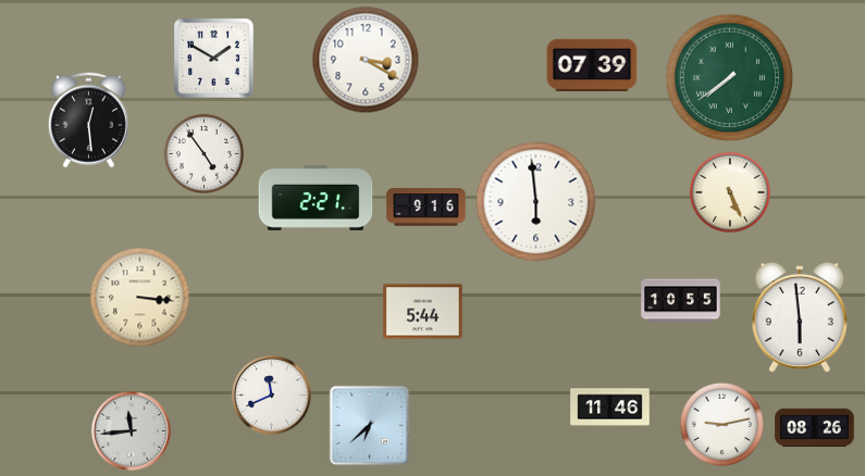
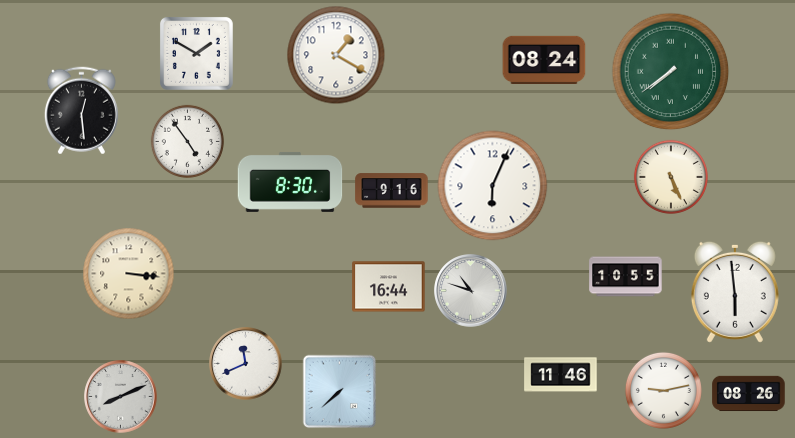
clock at (366, 60): 3:20 -> 1:20
clock at (592, 64): 07:39 -> 08:24
clock at (316, 198): 2:21 -> 8:30
clock at (536, 202): 5:59 -> 6:04
clock at (423, 312): 5:44 -> 16:44
clock at (471, 291): none -> 10:48
clock at (272, 396) position: (272, 396) -> (246, 364)
clock at (370, 426): 6:38 -> 7:38
clock at (132, 431): 11:44 -> 8:11
